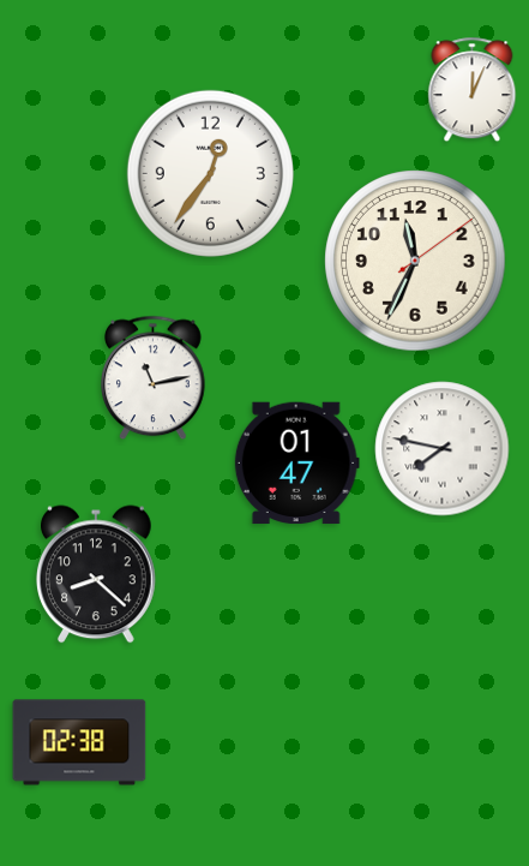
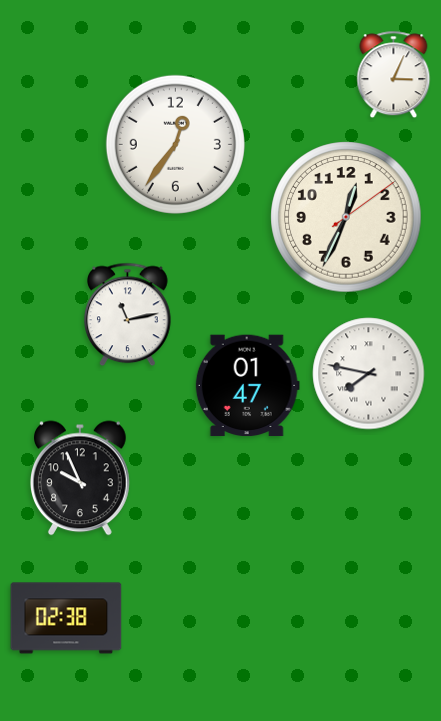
clock at (473, 90): 12:04 -> 3:04
clock at (415, 261): 11:34 -> 12:34
clock at (97, 574): 8:22 -> 9:56
